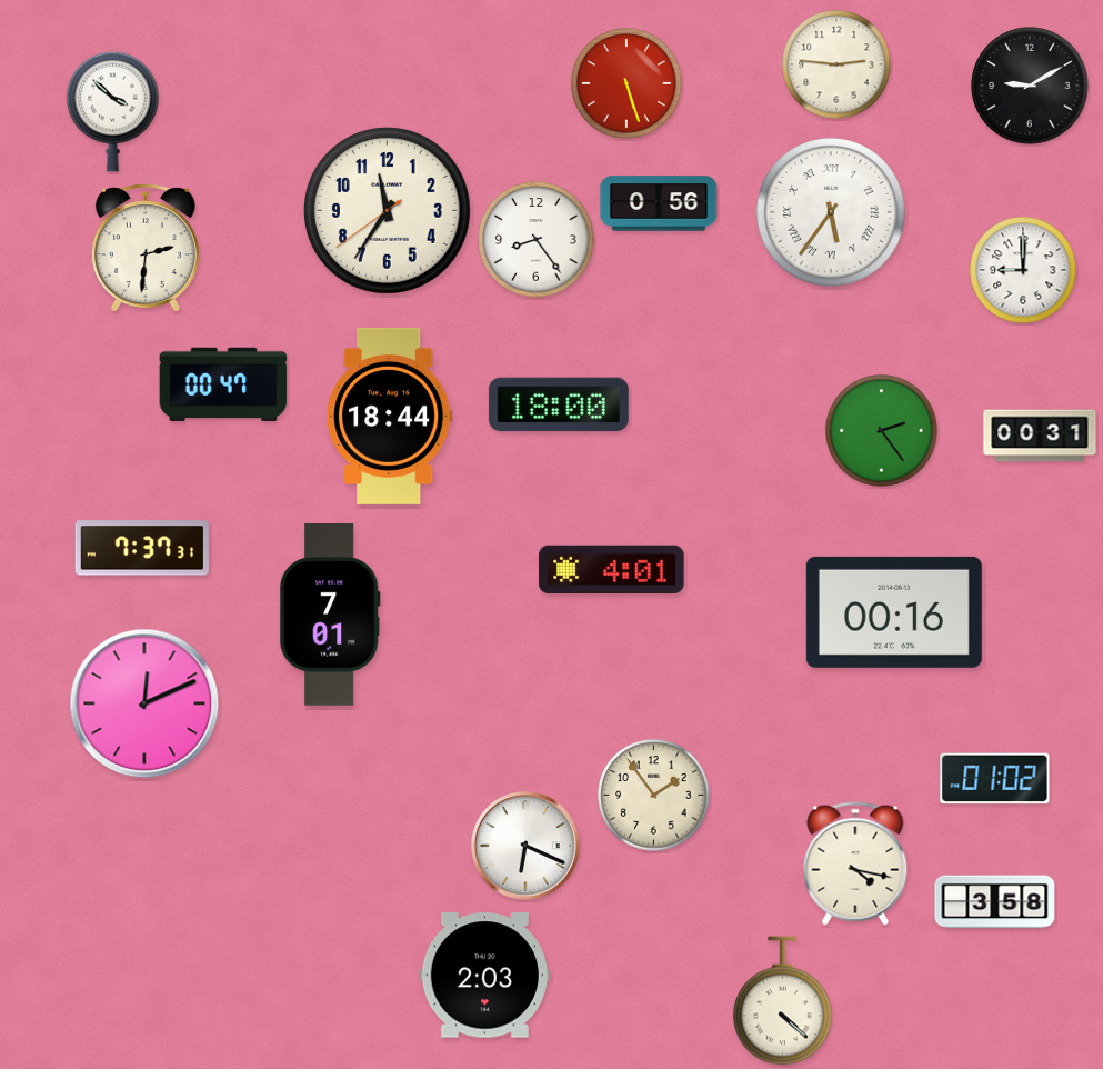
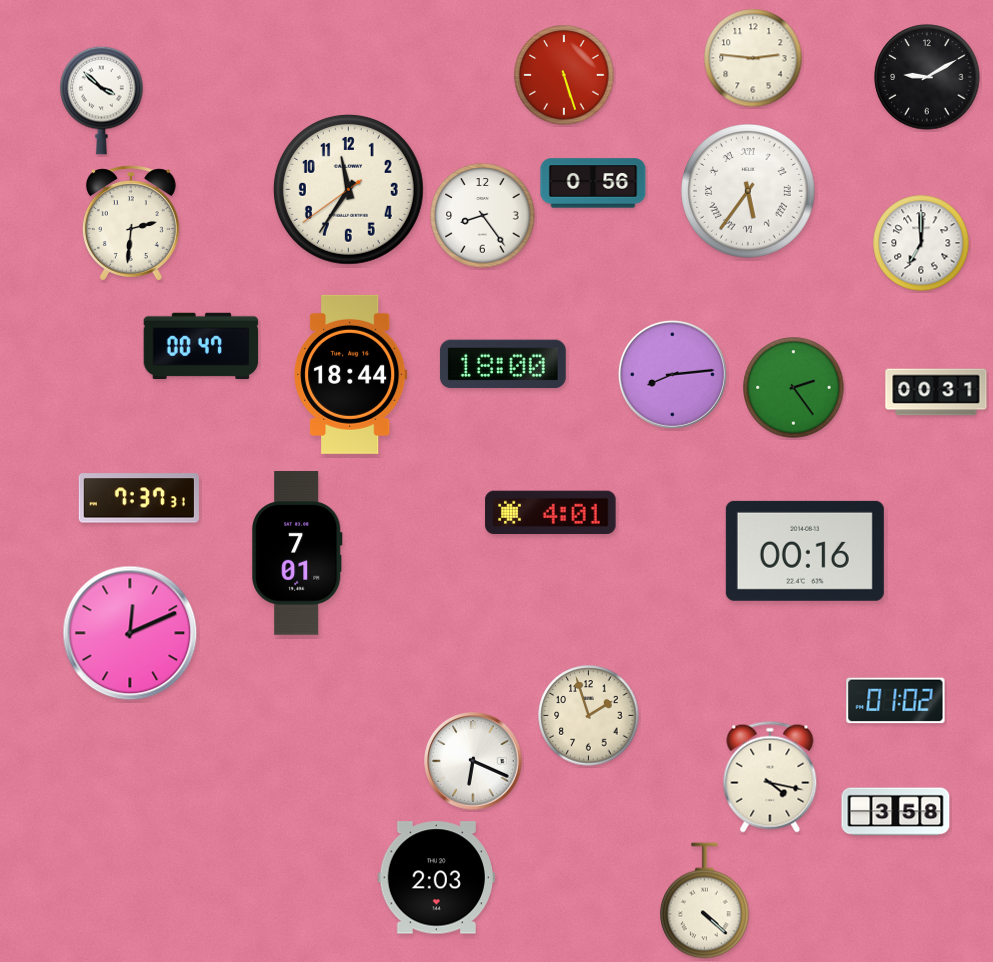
clock at (1023, 270): 9:00 -> 7:00
clock at (672, 374): none -> 8:14
clock at (142, 548) position: (142, 548) -> (139, 498)
clock at (654, 796): 1:54 -> 1:57
